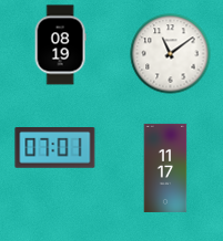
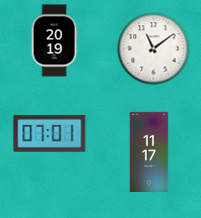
clock at (60, 45): 08:19 -> 20:19
